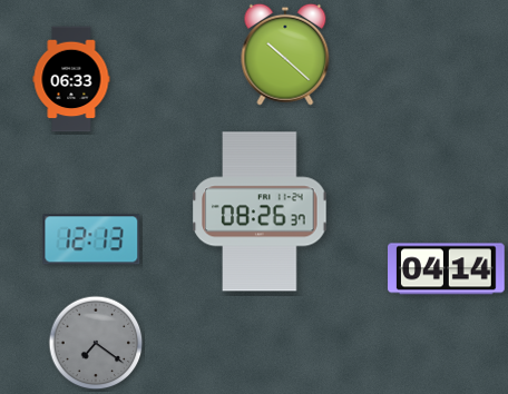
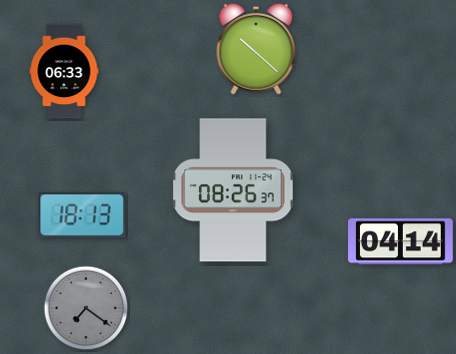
clock at (91, 239): 12:13 -> 18:13
